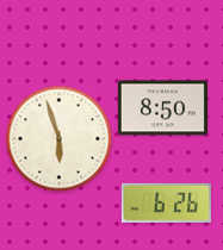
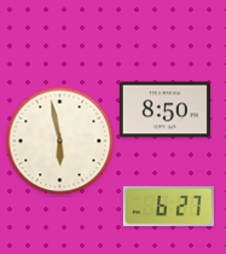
clock at (60, 139): 5:57 -> 5:58
clock at (166, 202): 6:26 -> 6:27
